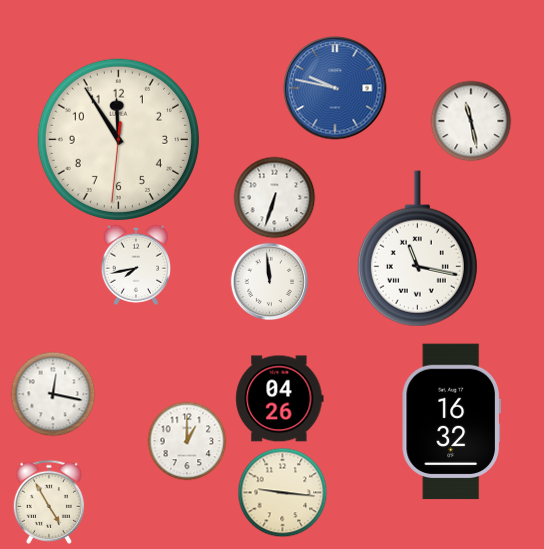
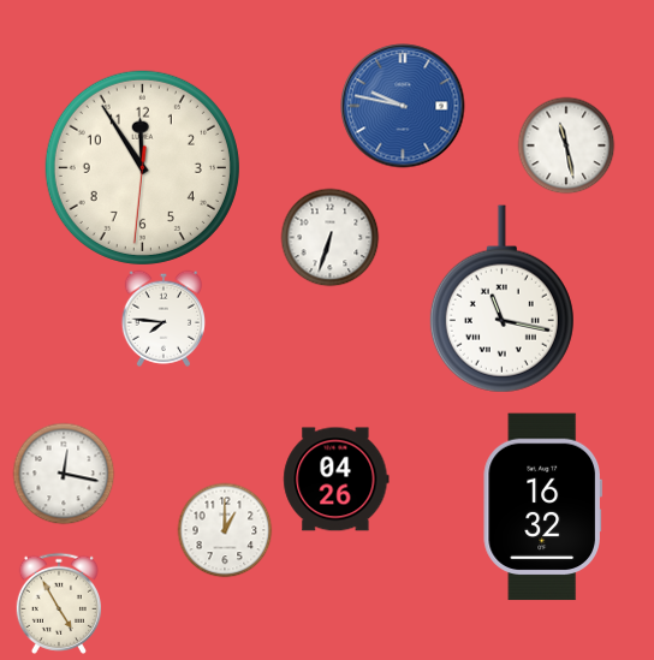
clock at (135, 265): 7:43 -> 7:46
clock at (269, 281): 11:59 -> none
clock at (282, 492): 9:16 -> none
